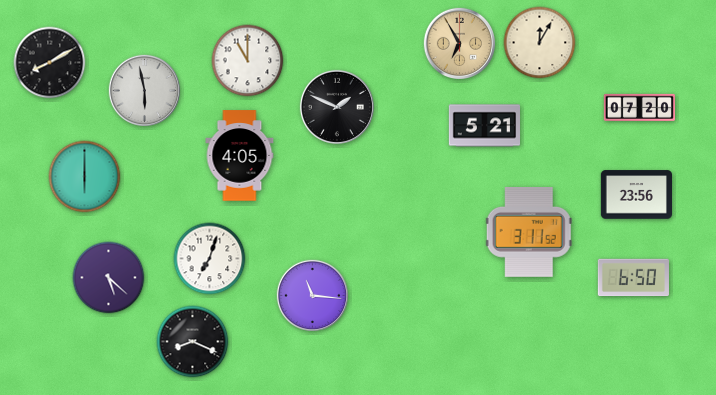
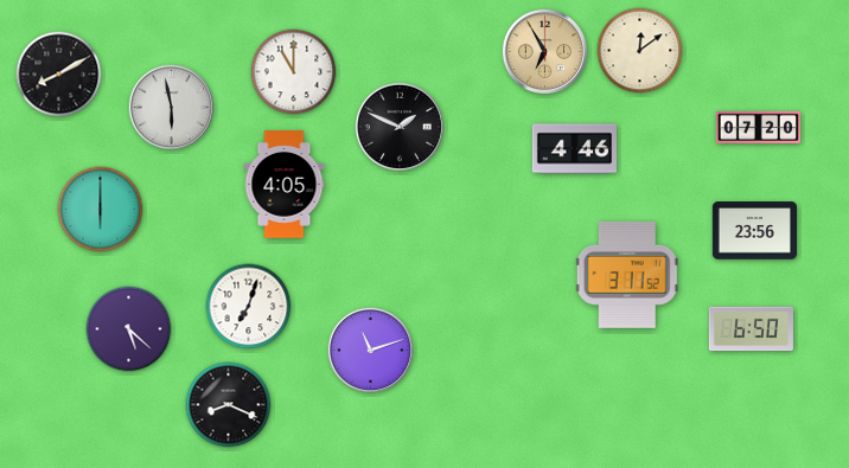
clock at (540, 43): 12:05 -> 12:09
clock at (484, 126): 5:21 -> 4:46
clock at (312, 295): 11:16 -> 11:12
